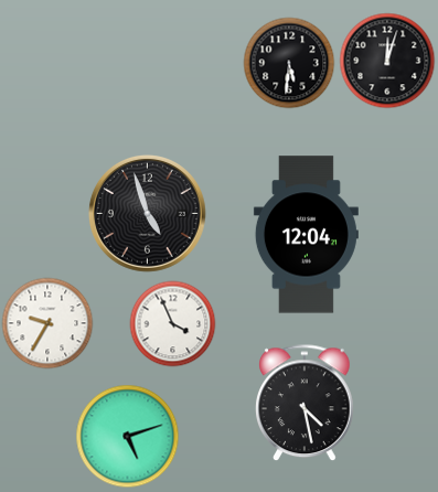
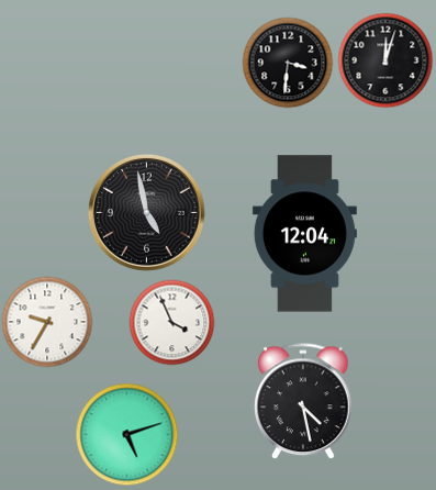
clock at (289, 63): 5:31 -> 3:31
clock at (148, 214): 4:57 -> 4:58
